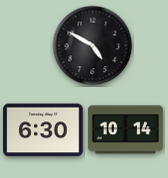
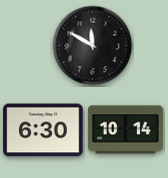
clock at (93, 46): 4:50 -> 11:50
